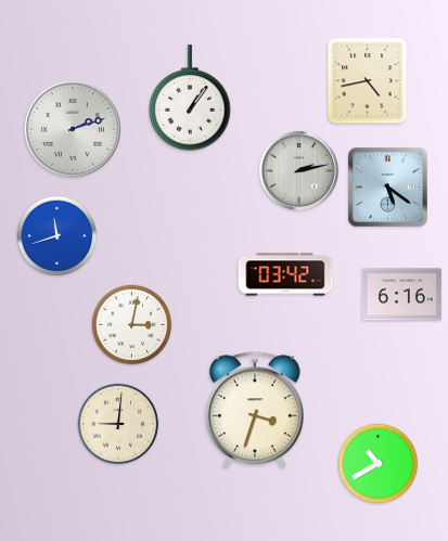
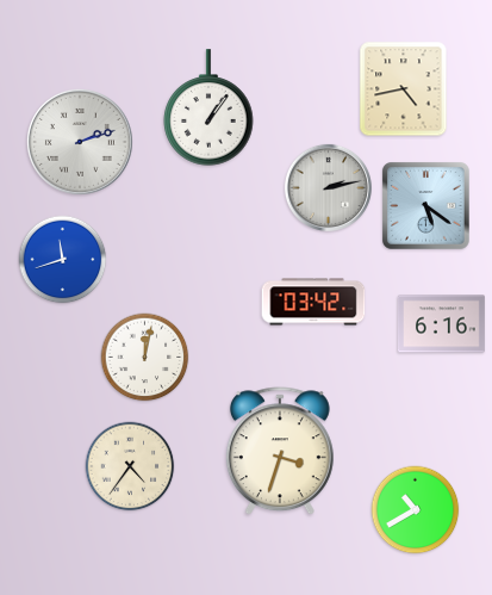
clock at (132, 325): 3:02 -> 12:02
clock at (118, 424): 9:01 -> 4:36
